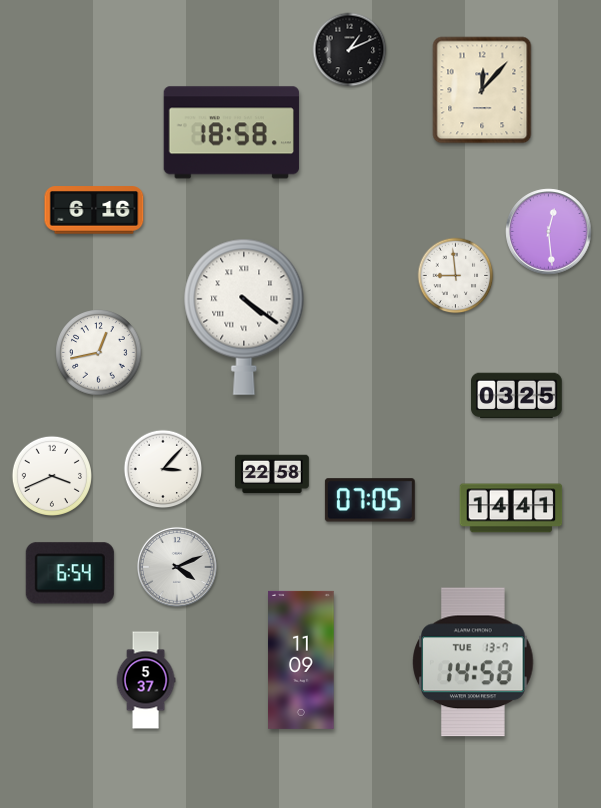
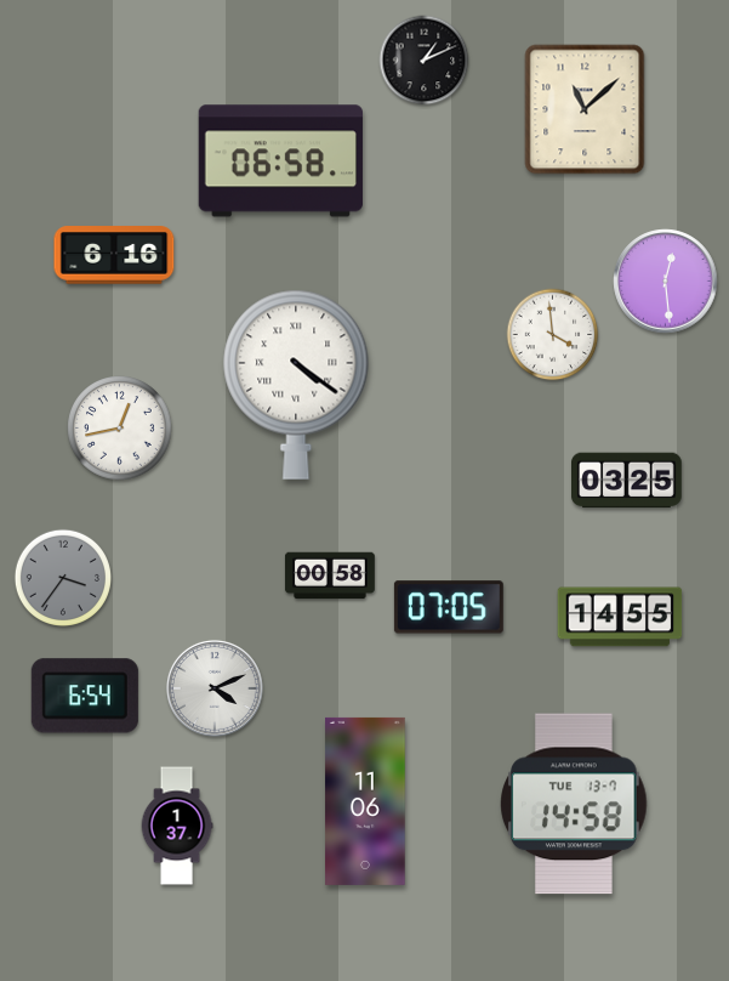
clock at (482, 90): 12:07 -> 11:08
clock at (231, 133): 18:58 -> 06:58
clock at (456, 276): 8:59 -> 3:59
clock at (163, 469): 3:07 -> none
clock at (272, 474): 22:58 -> 00:58
clock at (52, 476): 3:41 -> 3:36
clock at (52, 476) dial: white -> grey
clock at (511, 508): 14:41 -> 14:55
clock at (301, 660): 11:09 -> 11:06
clock at (146, 680): 5:37 -> 1:37
